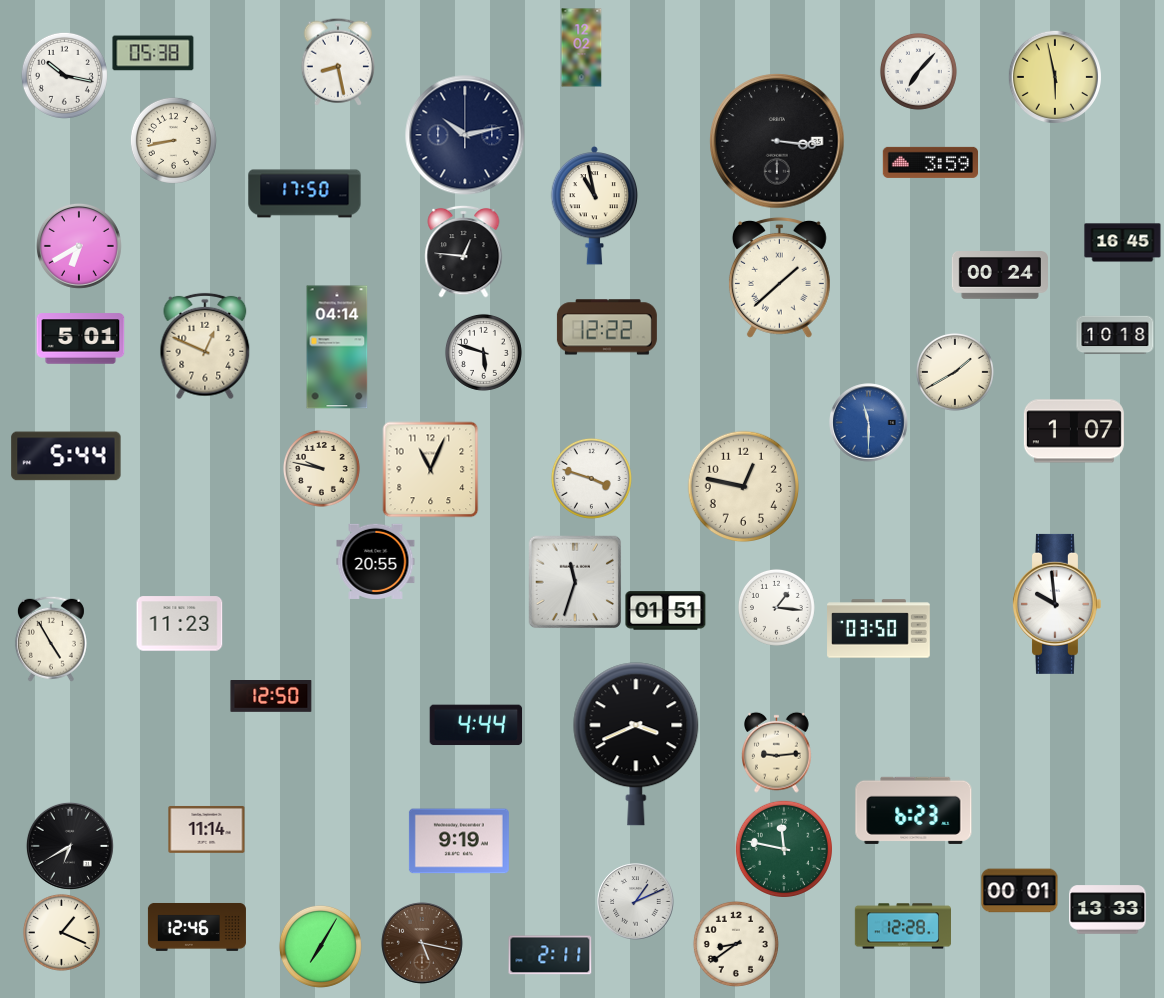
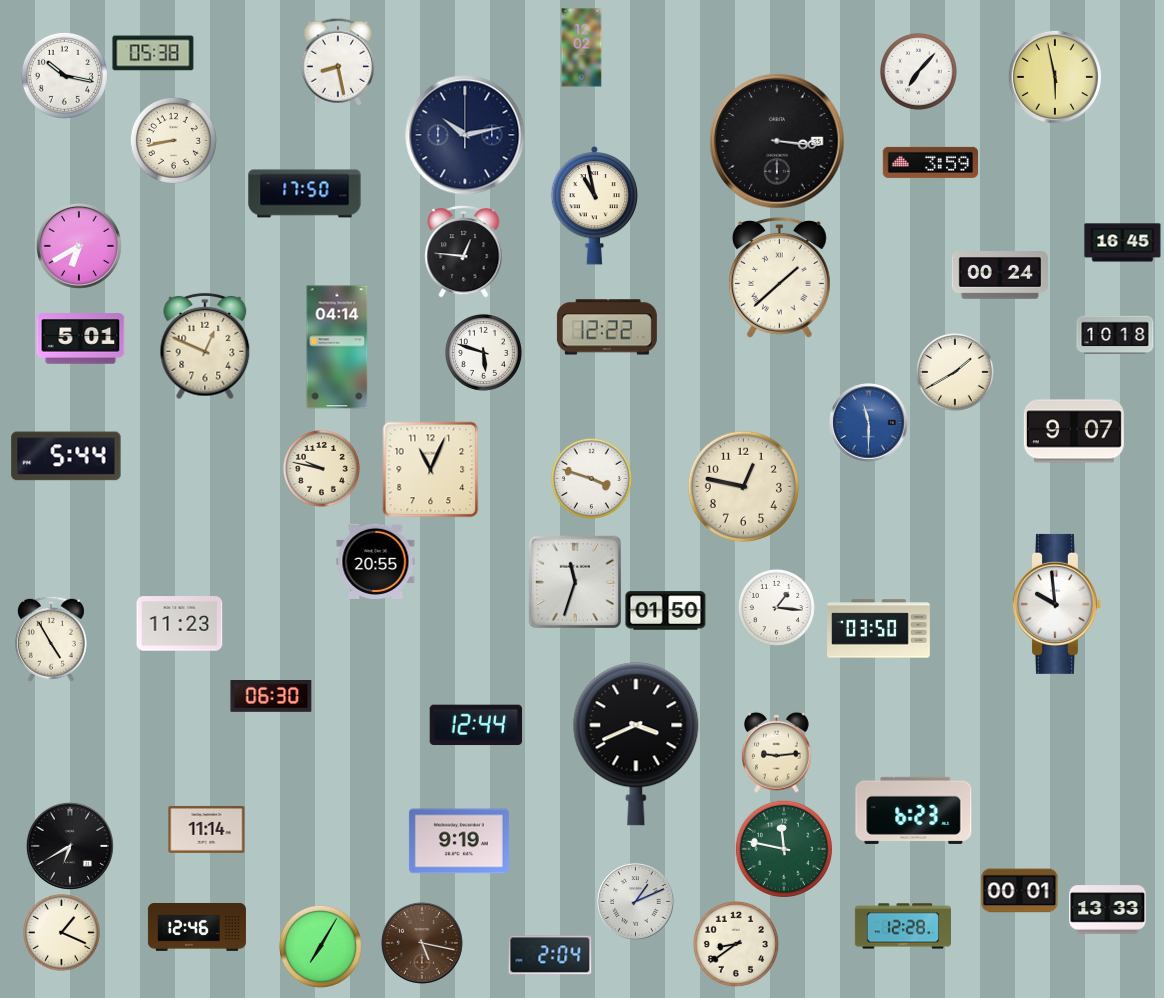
clock at (1074, 431): 1:07 -> 9:07
clock at (666, 611): 01:51 -> 01:50
clock at (271, 697): 12:50 -> 06:30
clock at (476, 725): 4:44 -> 12:44
clock at (550, 955): 2:11 -> 2:04
